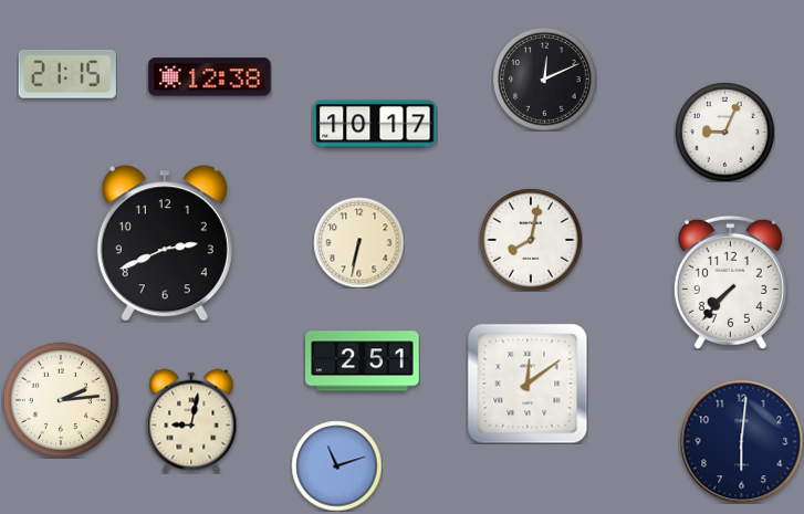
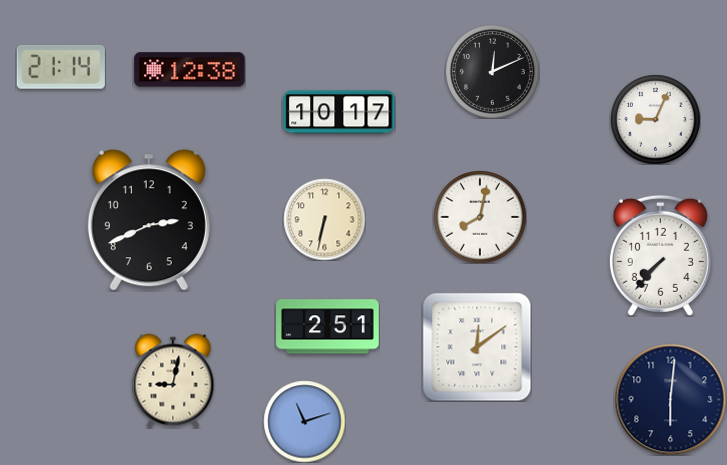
clock at (67, 74): 21:15 -> 21:14
clock at (61, 400): 2:14 -> none
